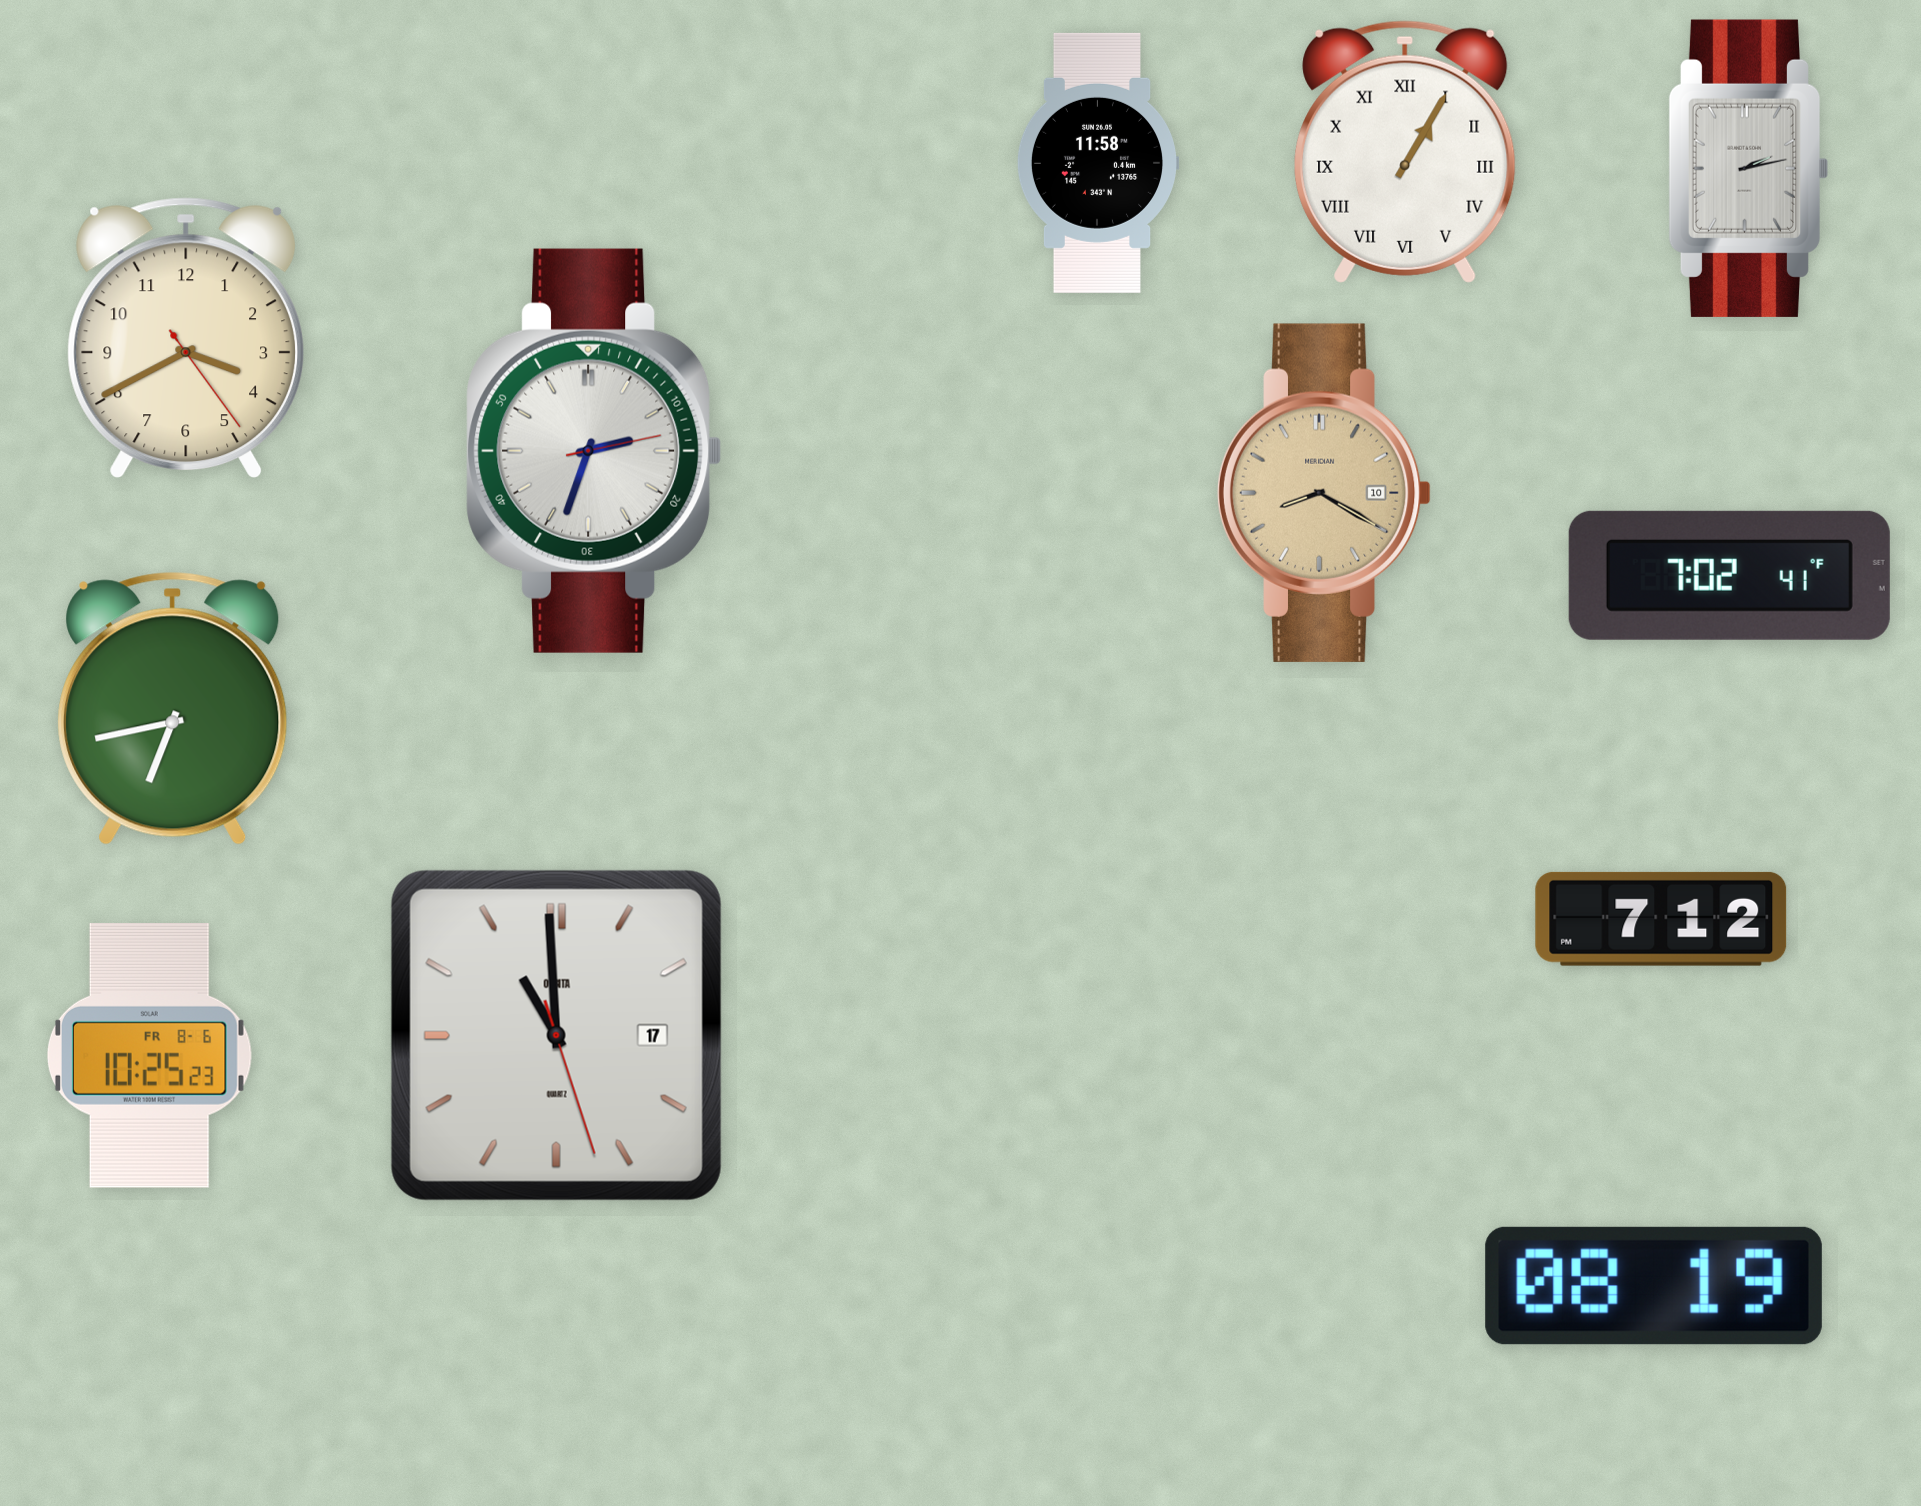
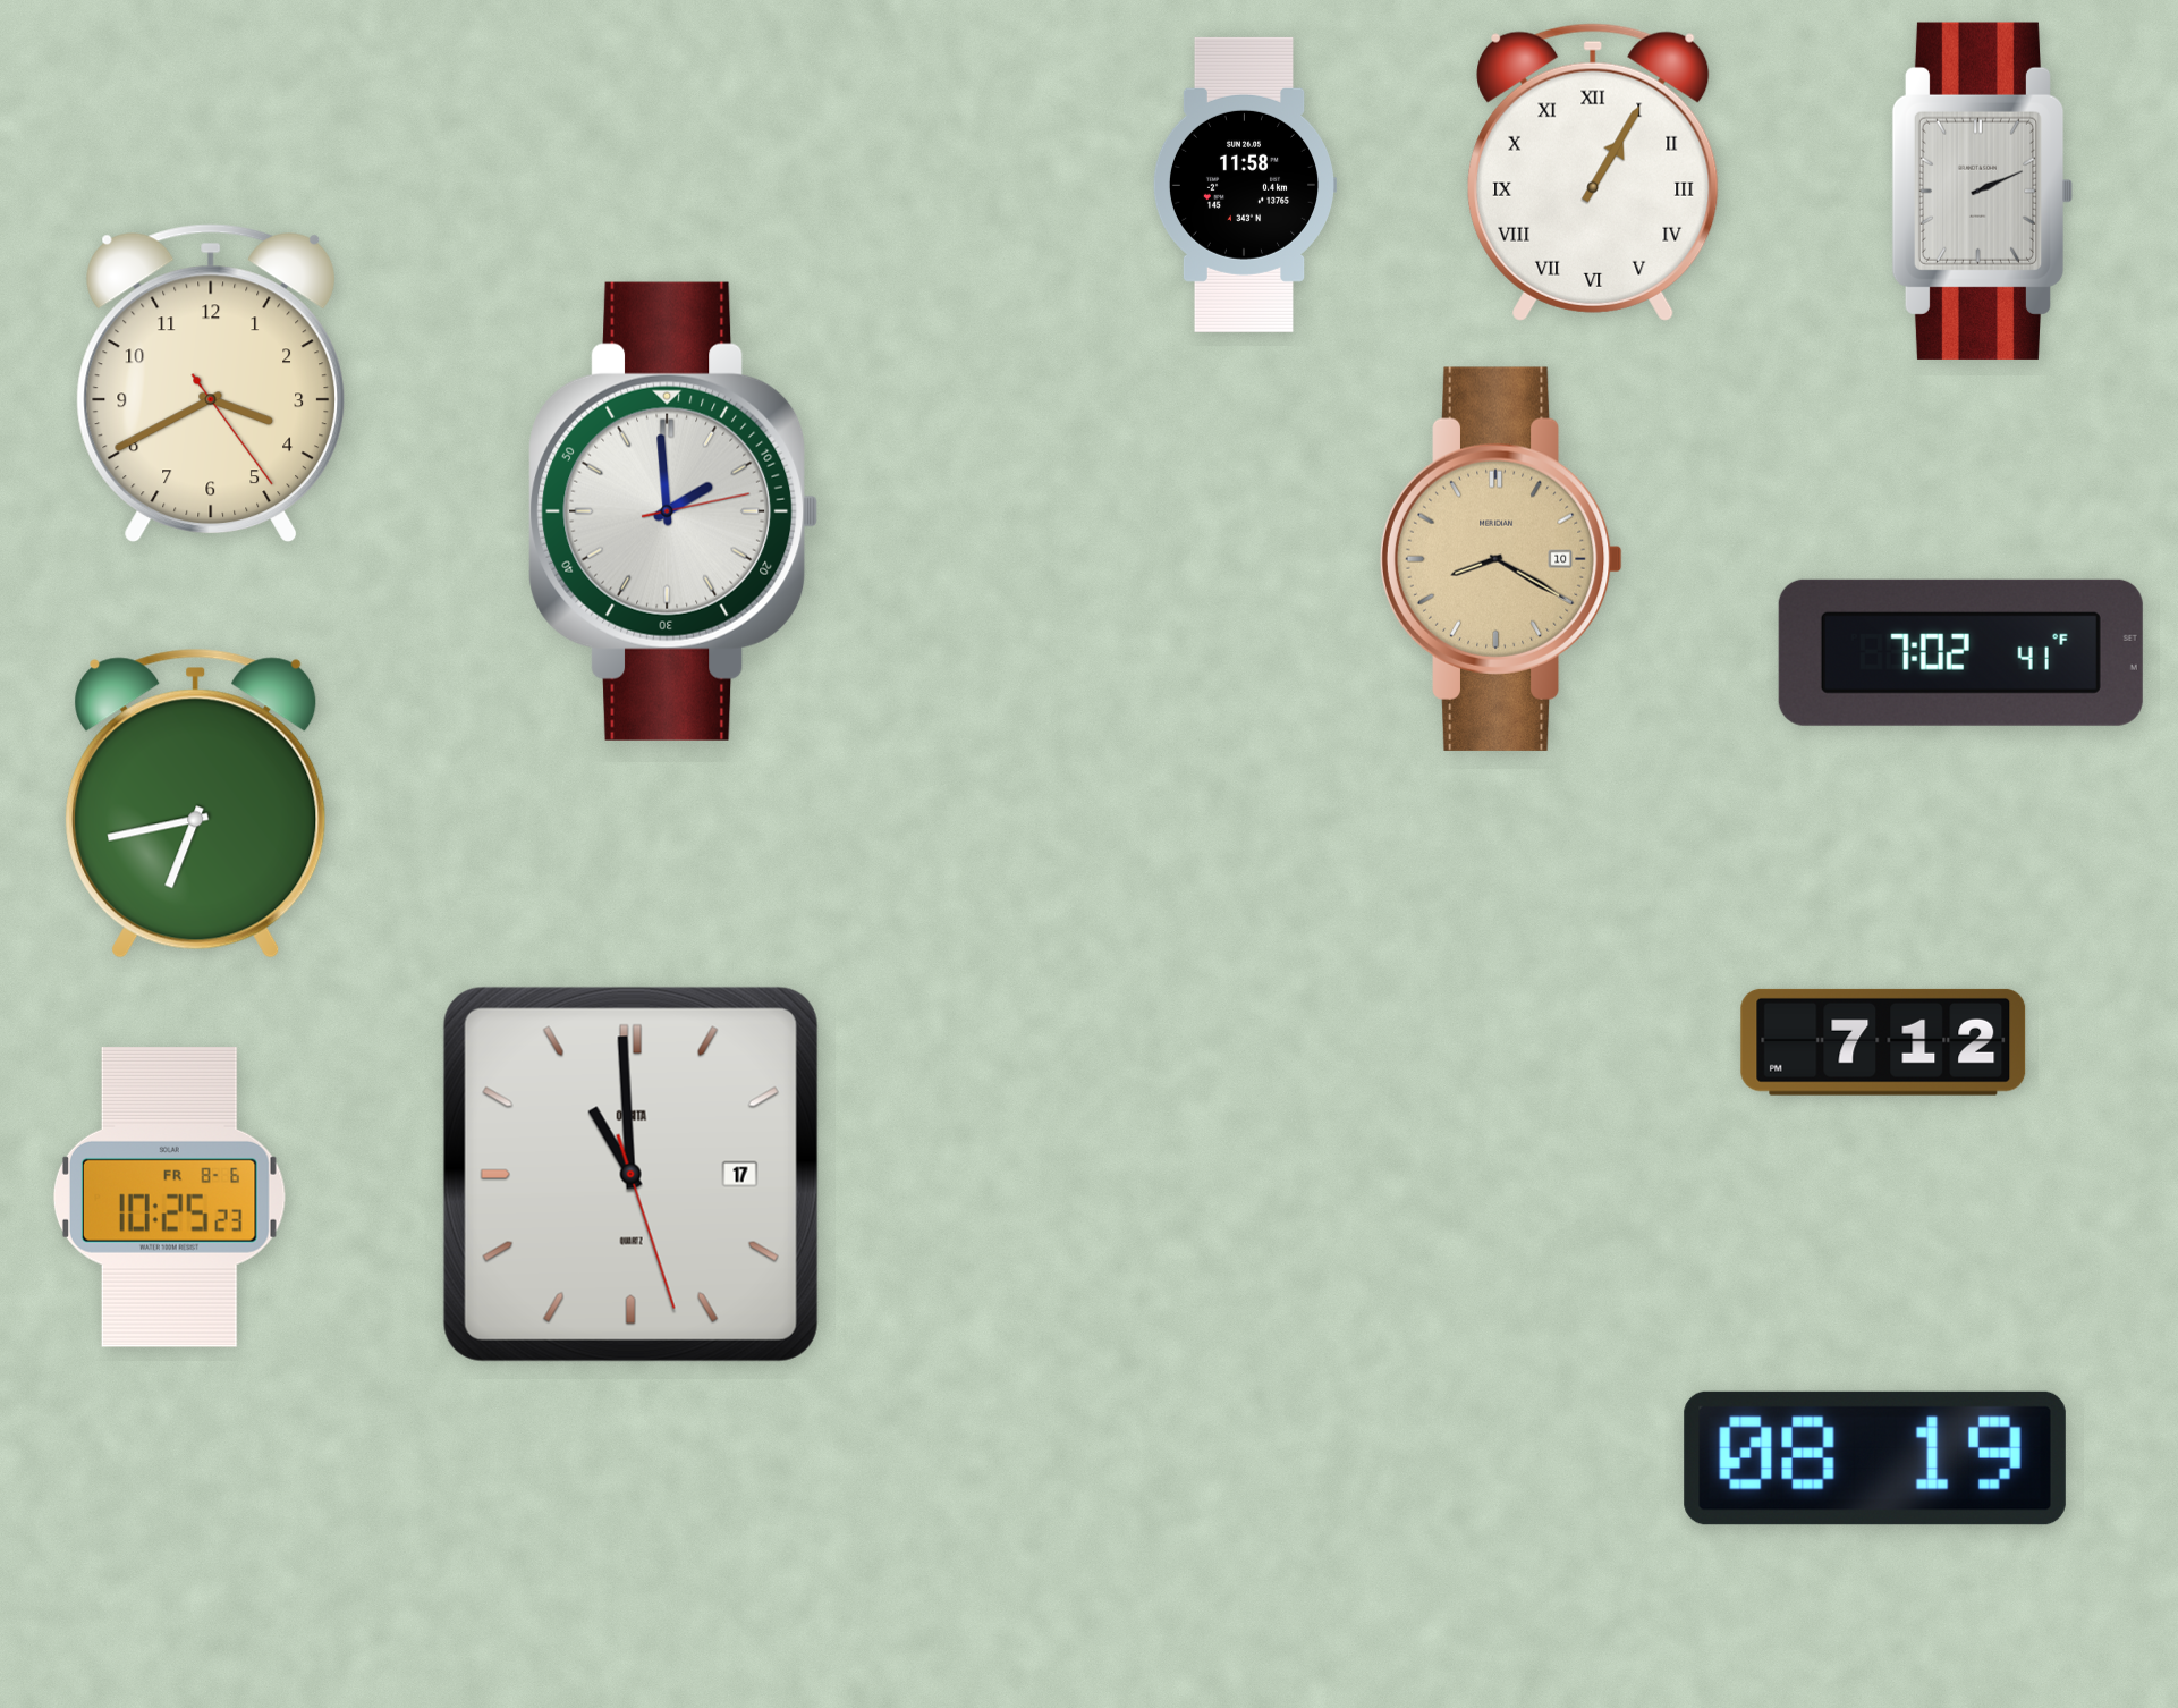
clock at (1749, 168): 2:13 -> 2:11
clock at (594, 451): 2:33 -> 1:59
